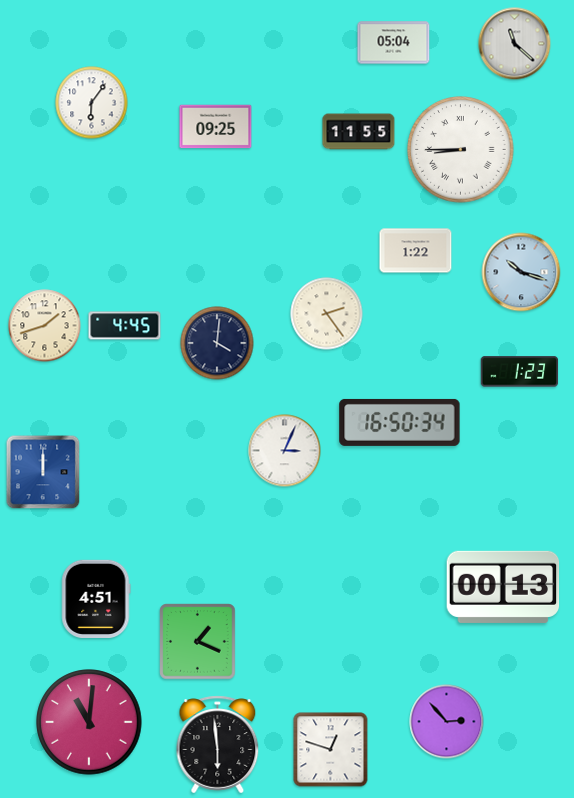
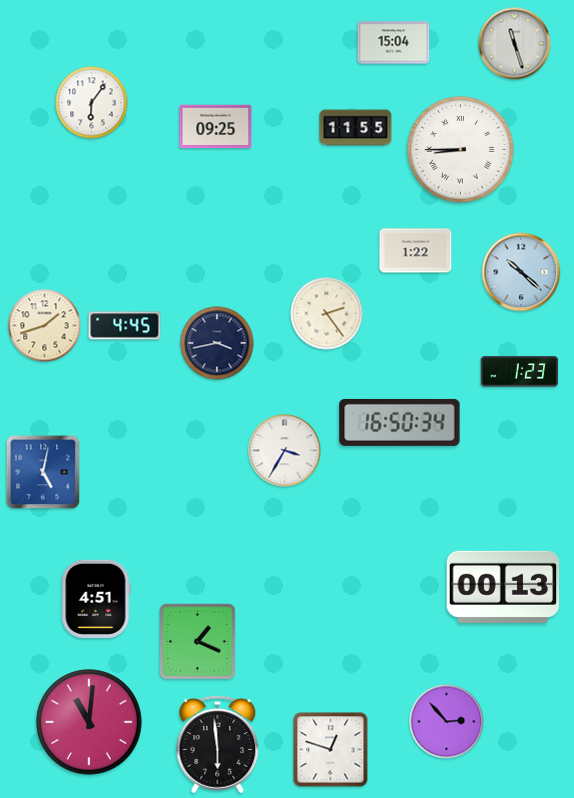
clock at (394, 43): 05:04 -> 15:04
clock at (515, 44): 11:22 -> 11:27
clock at (359, 132) position: (359, 132) -> (356, 128)
clock at (521, 272): 10:18 -> 10:22
clock at (217, 343): 4:01 -> 3:43
clock at (285, 451): 3:04 -> 3:35
clock at (43, 472): 12:00 -> 5:02
